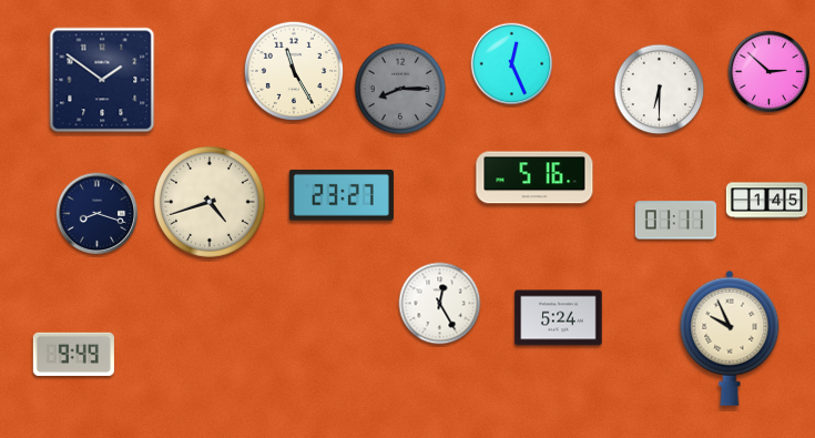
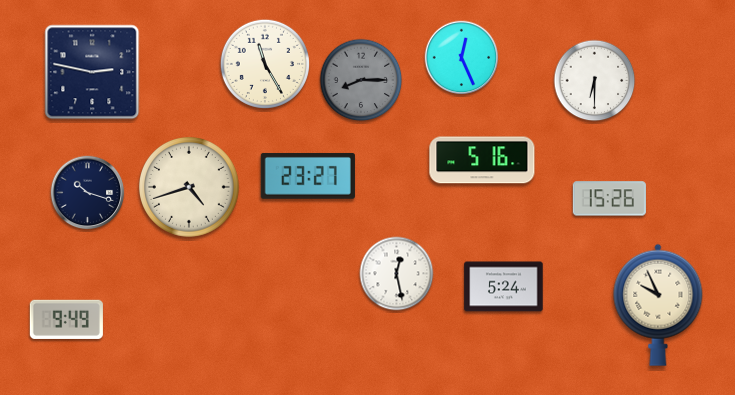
clock at (770, 72): 2:52 -> none
clock at (102, 80): 1:51 -> 2:47
clock at (766, 201): 1:45 -> none
clock at (210, 202) position: (210, 202) -> (189, 187)
clock at (98, 214): 8:18 -> 10:18
clock at (675, 221): 01:11 -> 15:26
clock at (440, 304): 12:25 -> 12:28
